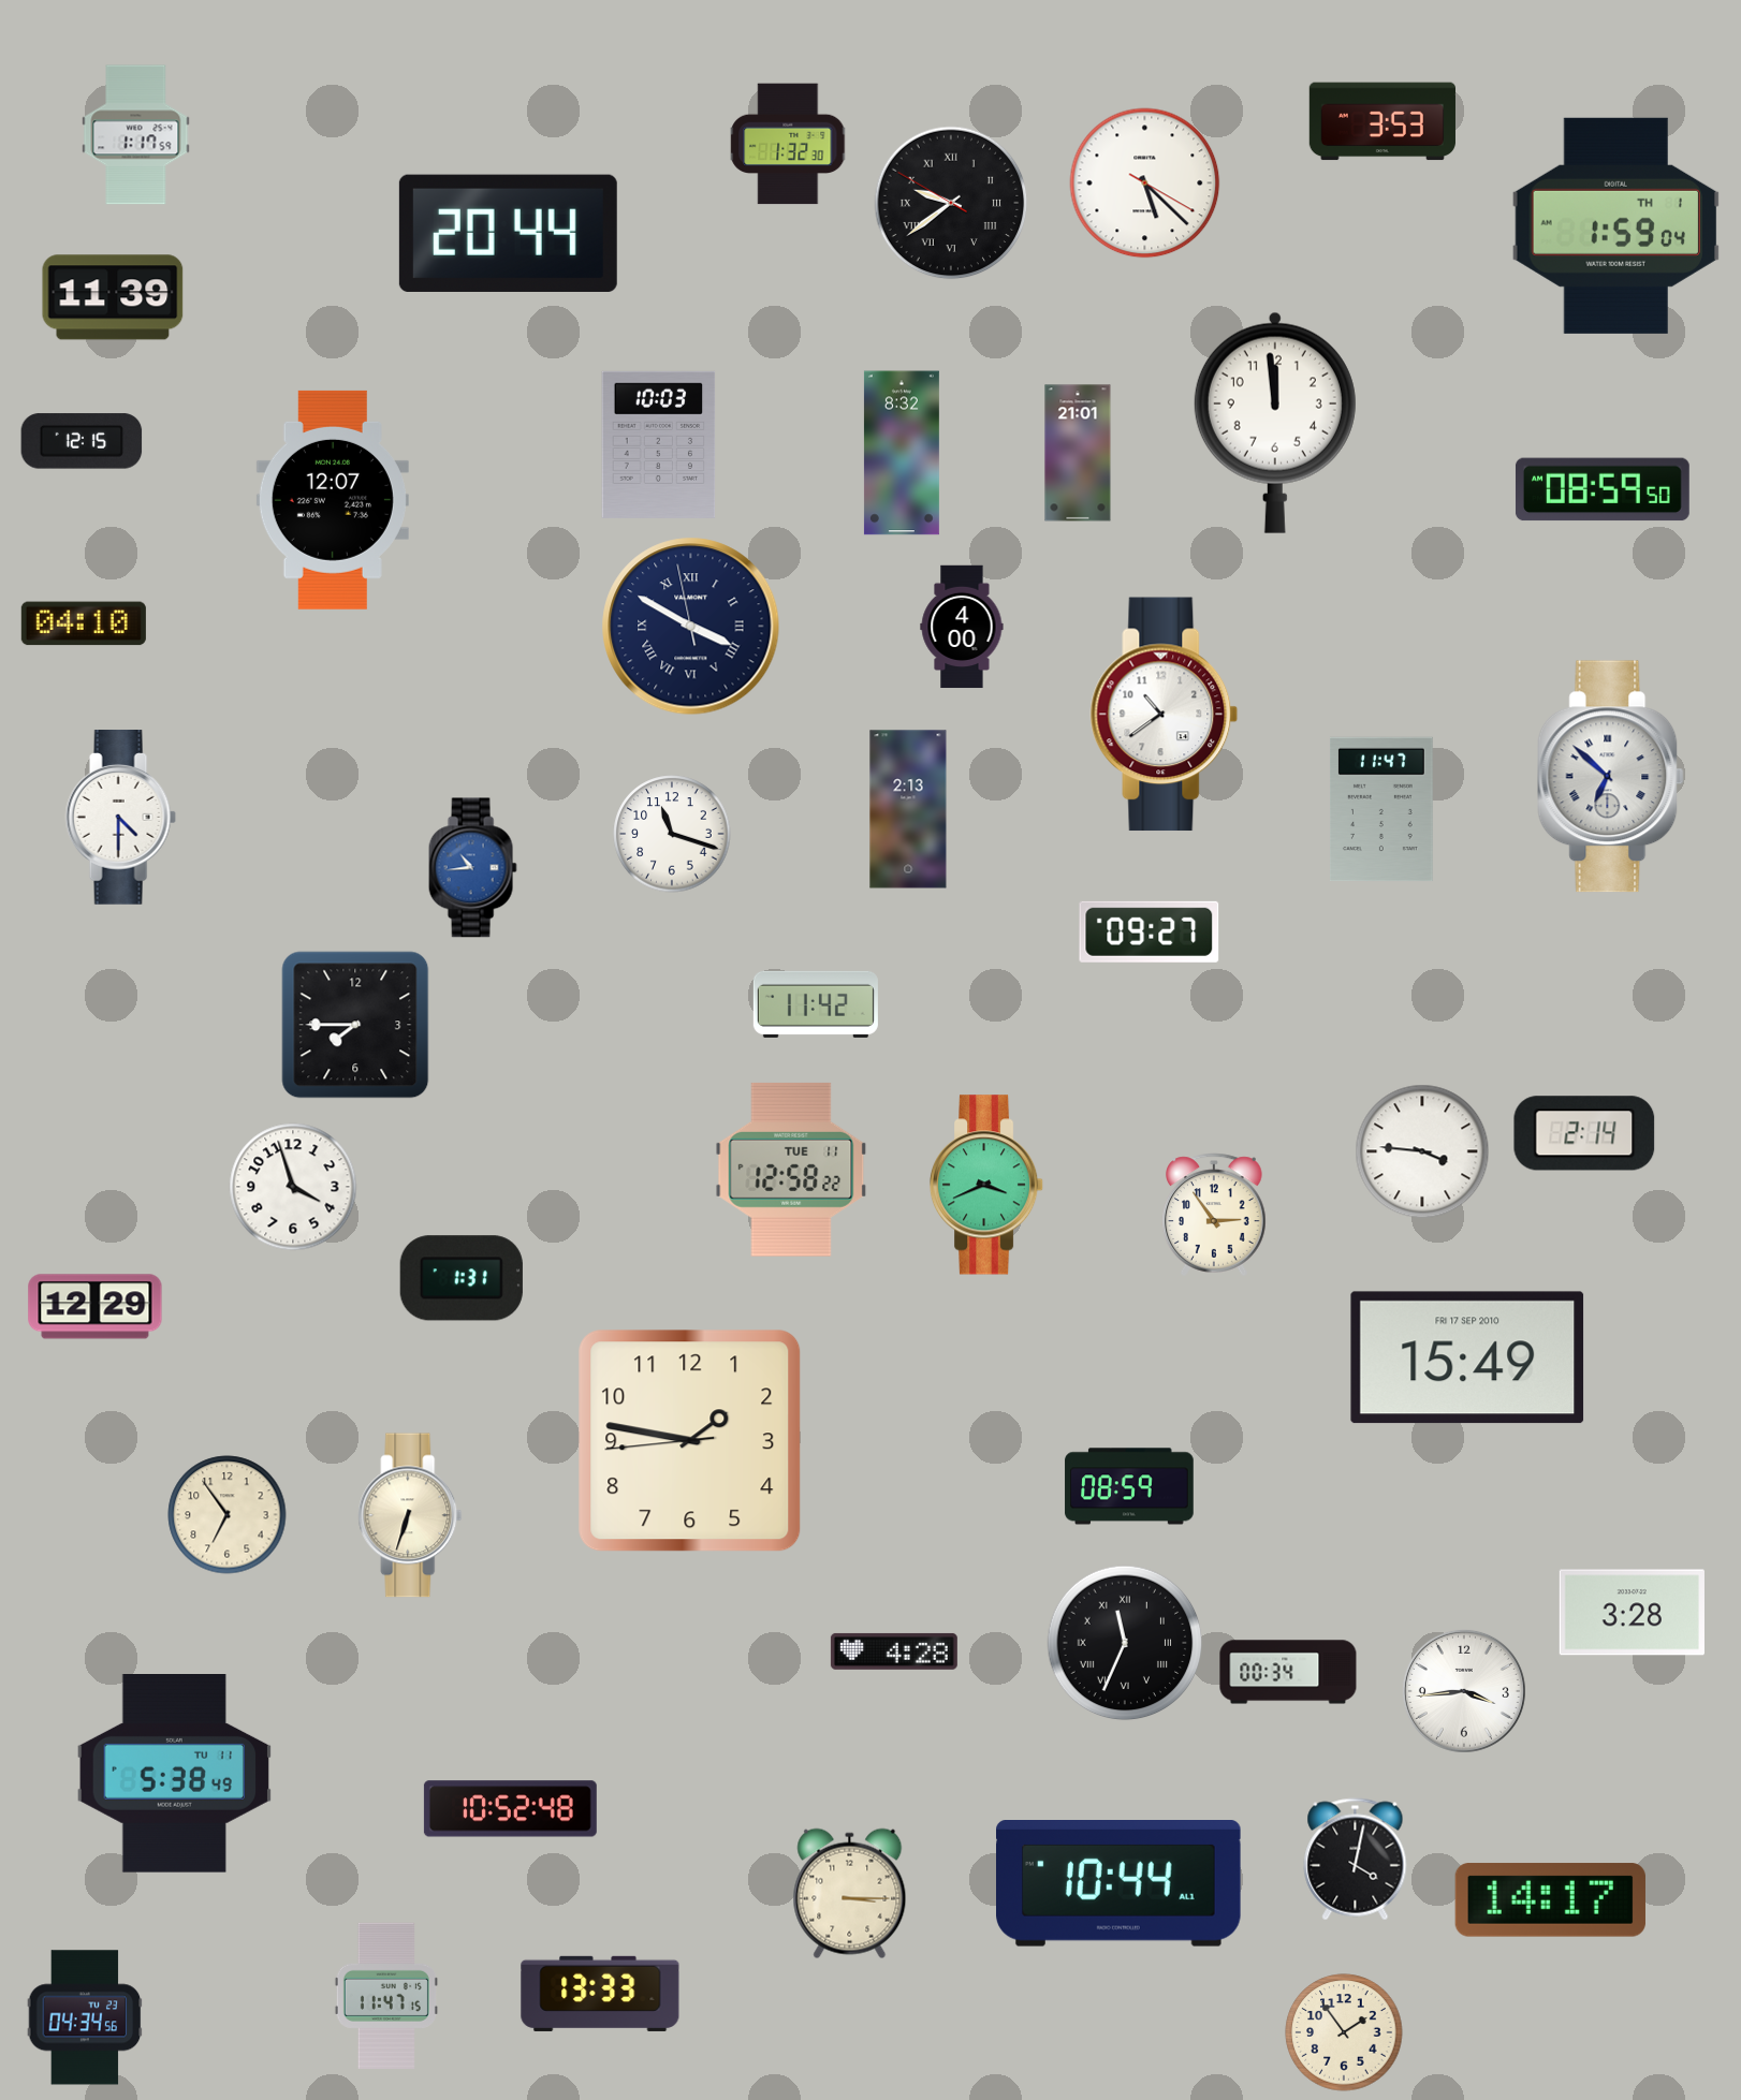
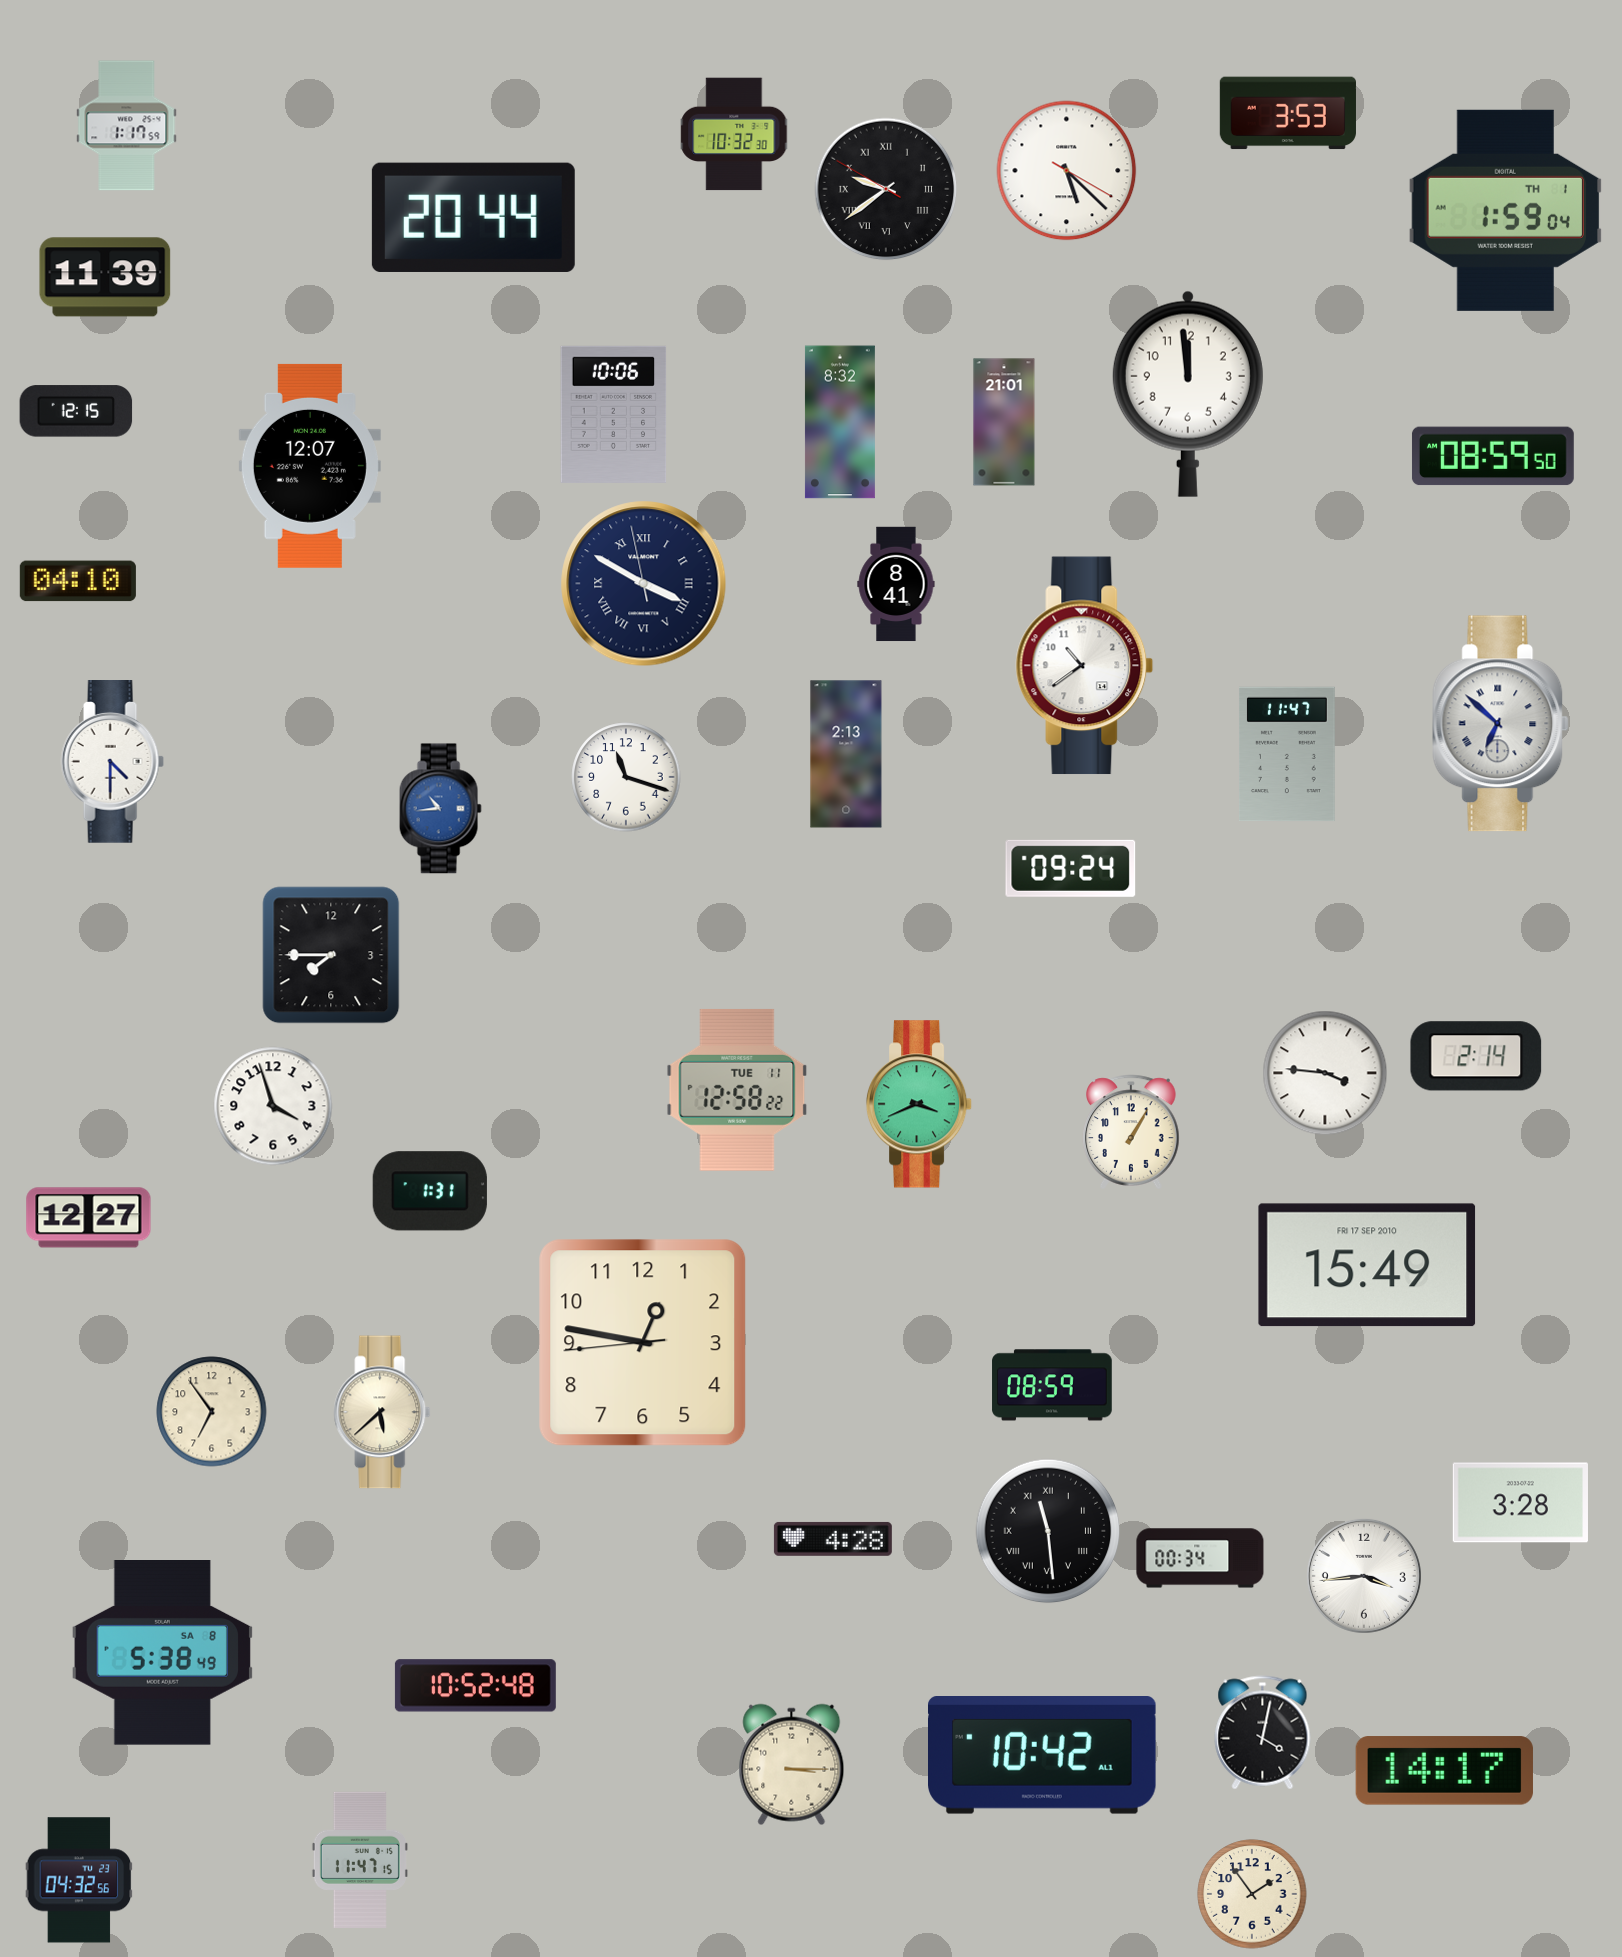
clock at (789, 144): 1:32 -> 10:32
clock at (659, 444): 10:03 -> 10:06
clock at (962, 627): 4:00 -> 8:41
clock at (1150, 931): 09:27 -> 09:24
clock at (816, 1004): 11:42 -> none
clock at (1214, 1215): 2:54 -> 1:05
clock at (96, 1307): 12:29 -> 12:27
clock at (690, 1441): 1:46 -> 12:46
clock at (410, 1515): 6:33 -> 5:38
clock at (1125, 1643): 11:34 -> 11:29
clock at (174, 1774) date: TU 11 -> SA 8
clock at (1120, 1884): 10:44 -> 10:42
clock at (600, 1994): 13:33 -> none
clock at (85, 2017): 04:34 -> 04:32
